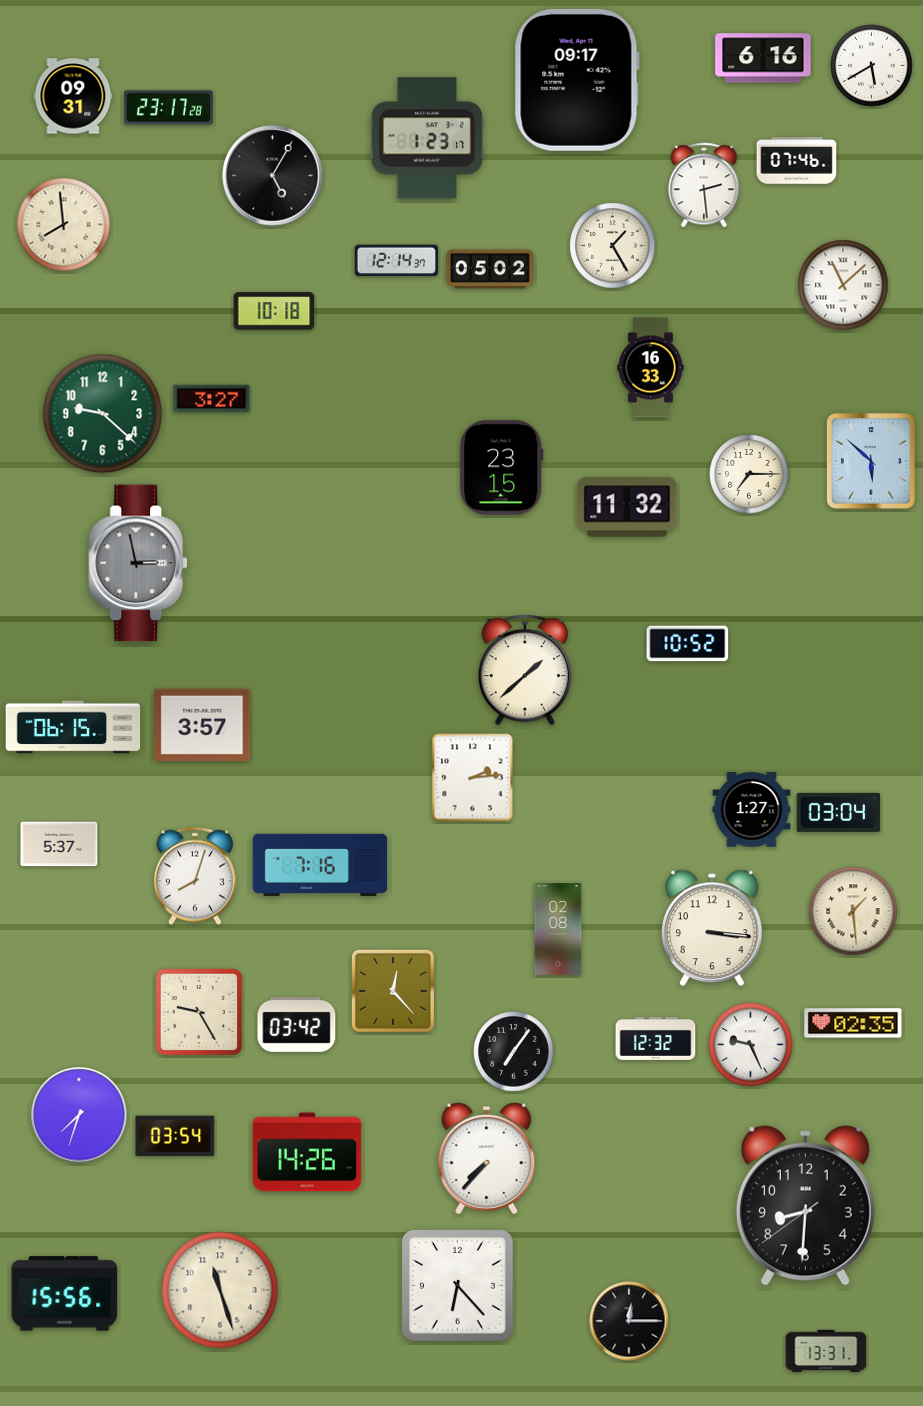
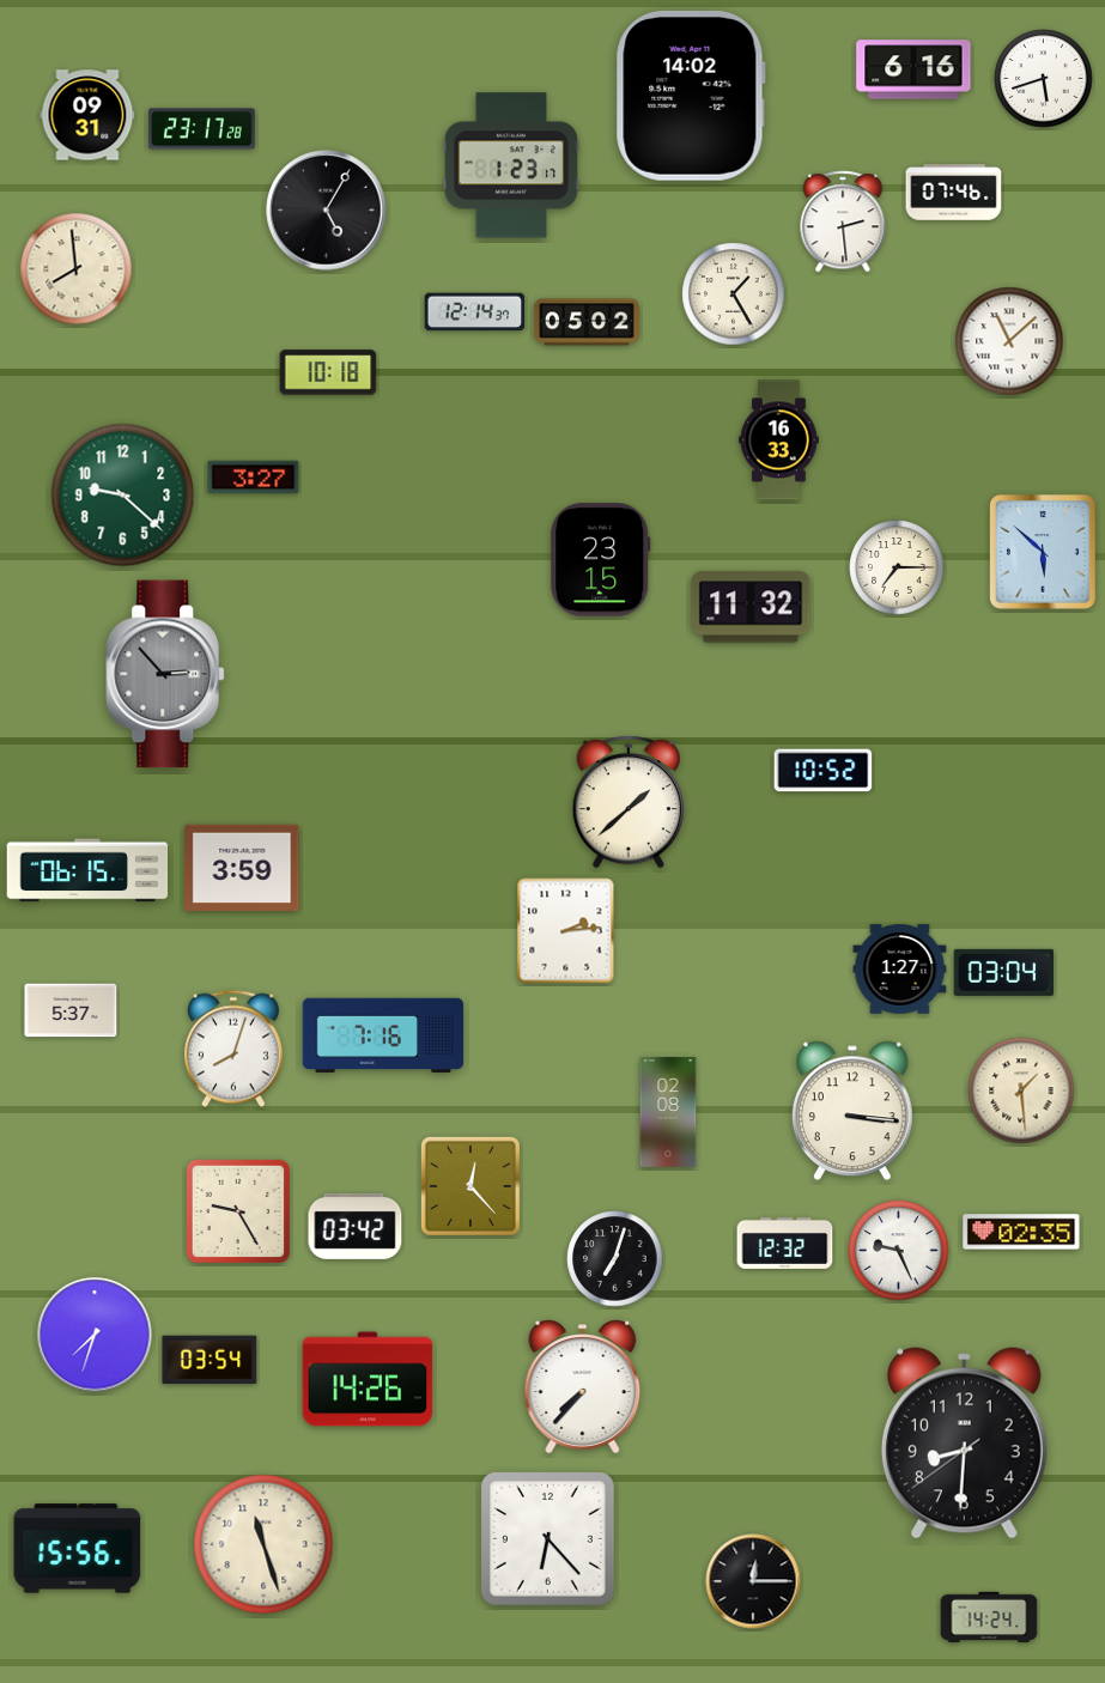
clock at (872, 66): 5:40 -> 5:42
clock at (577, 80): 09:17 -> 14:02
clock at (139, 563): 2:58 -> 2:53
clock at (202, 725): 3:57 -> 3:59
clock at (853, 1023) position: (853, 1023) -> (1021, 1232)
clock at (514, 1052): 7:06 -> 7:03
clock at (826, 1351): 13:31 -> 14:24
